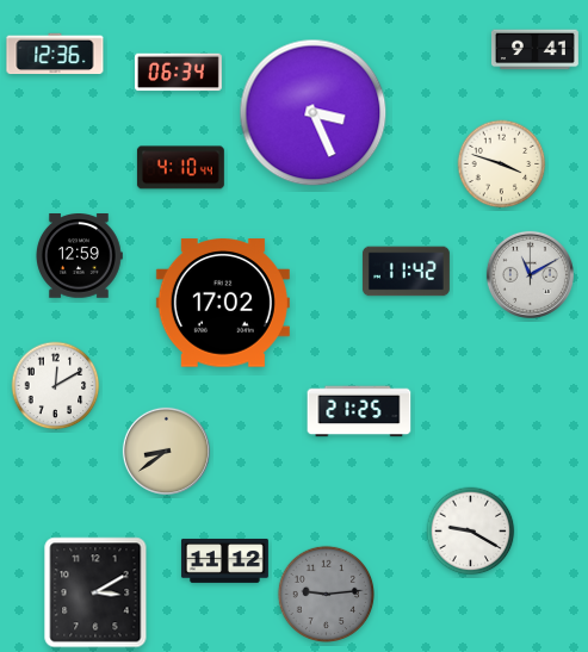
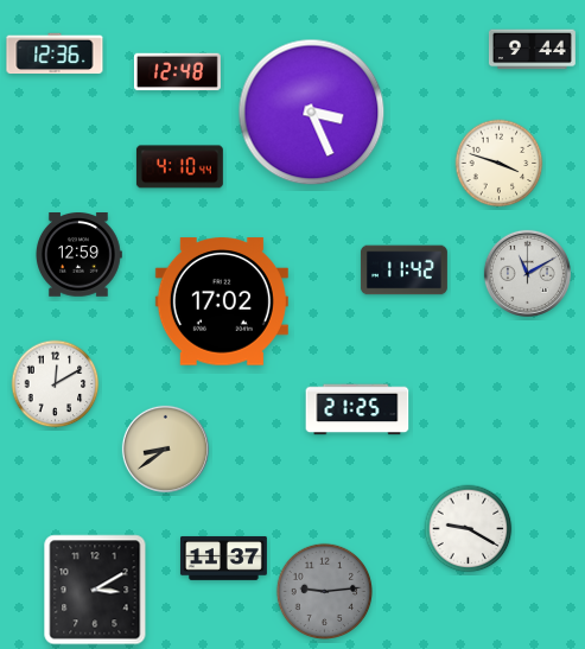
clock at (534, 50): 9:41 -> 9:44
clock at (178, 73): 06:34 -> 12:48
clock at (224, 560): 11:12 -> 11:37
